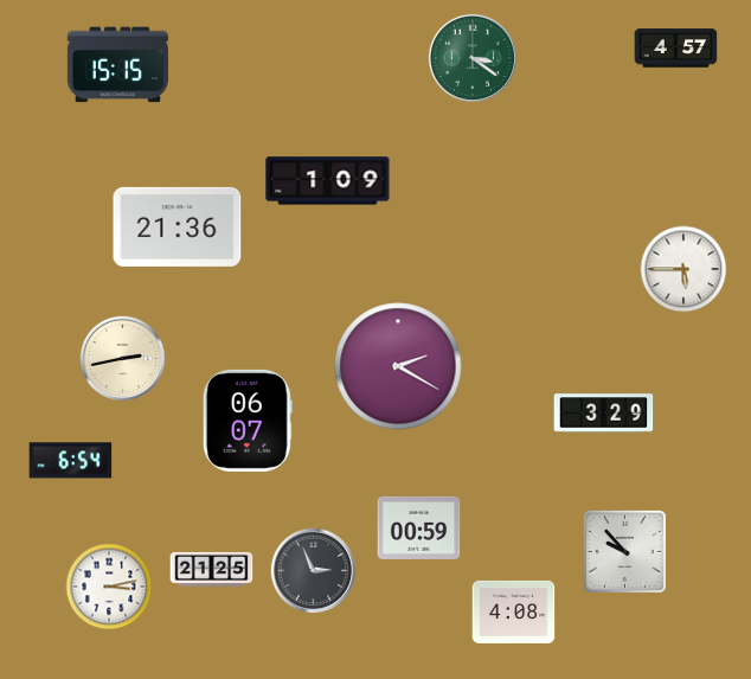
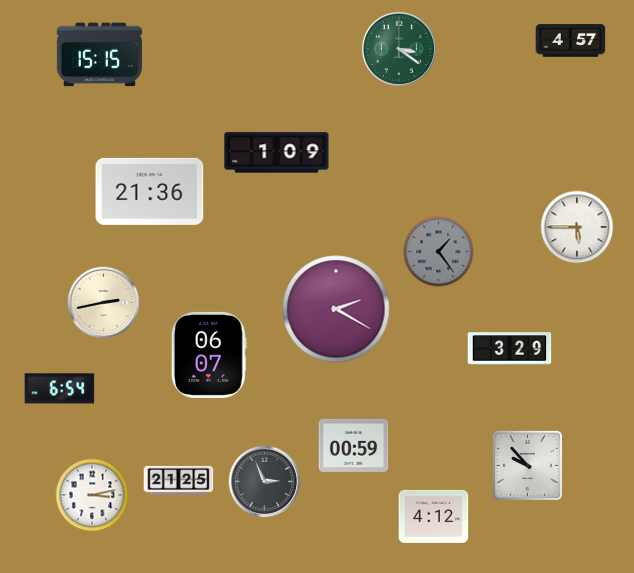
clock at (439, 252): none -> 1:24
clock at (514, 611): 4:08 -> 4:12
